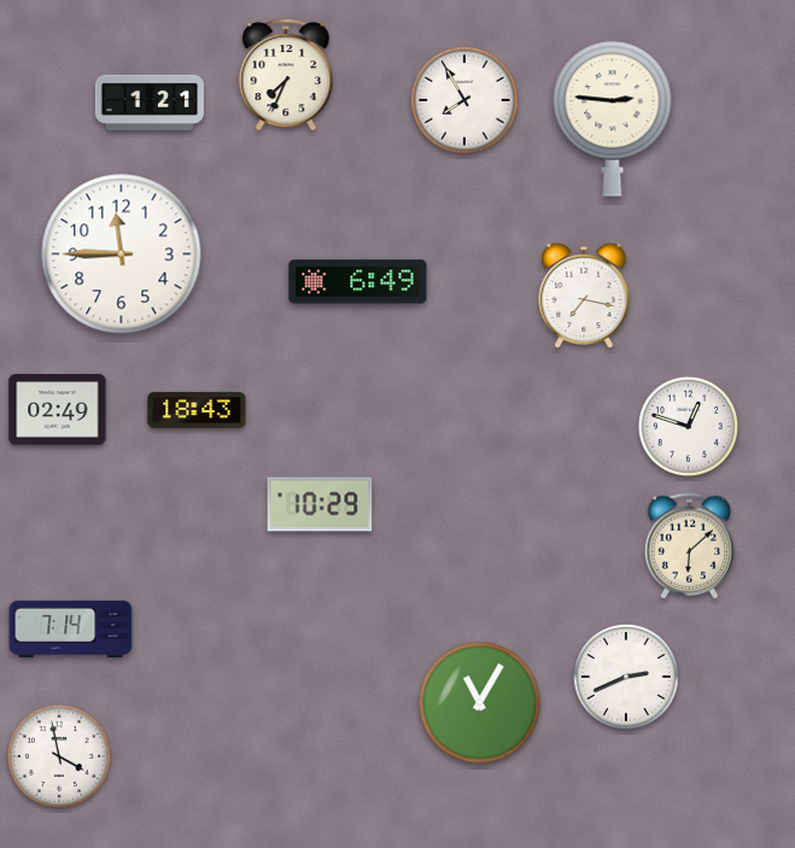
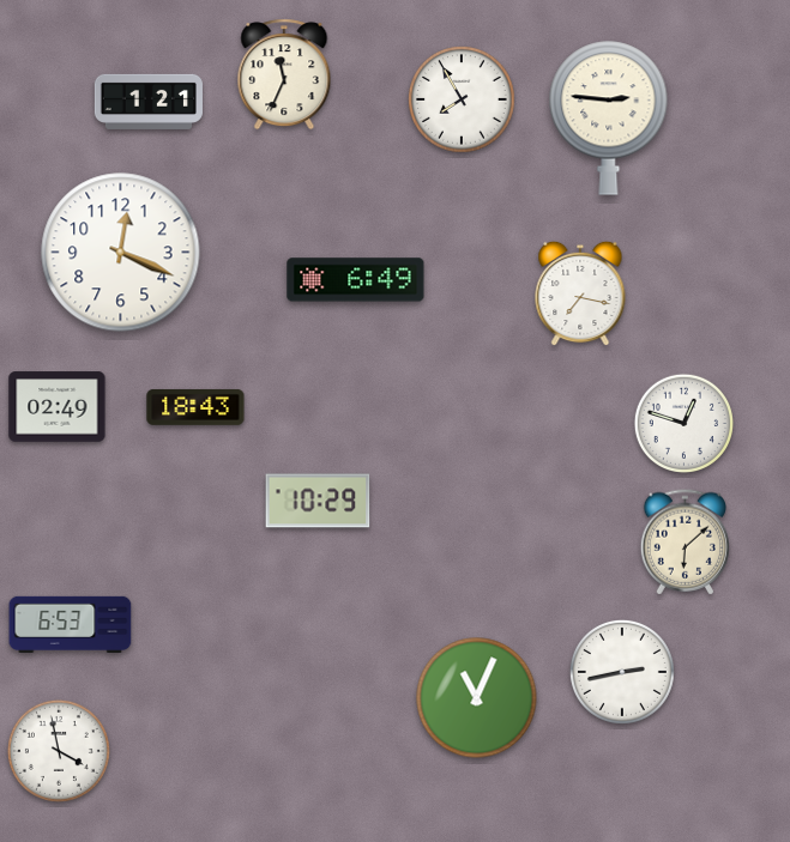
clock at (286, 75): 7:34 -> 11:34
clock at (122, 255): 11:45 -> 12:19
clock at (71, 628): 7:14 -> 6:53
clock at (626, 677): 2:41 -> 2:43
clock at (480, 703): 11:05 -> 11:04
